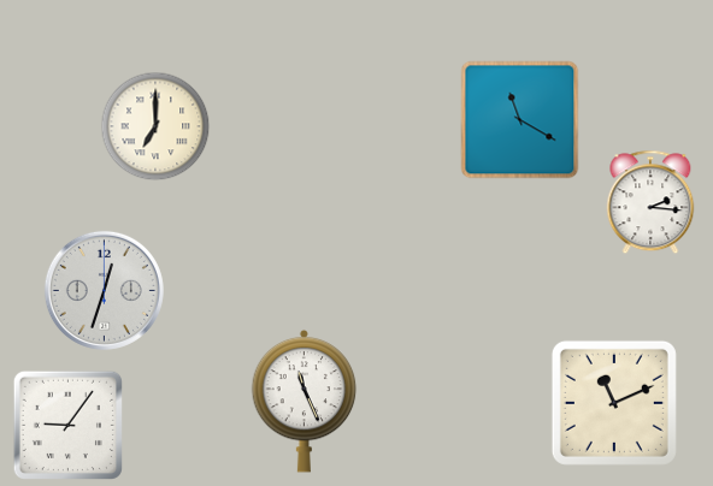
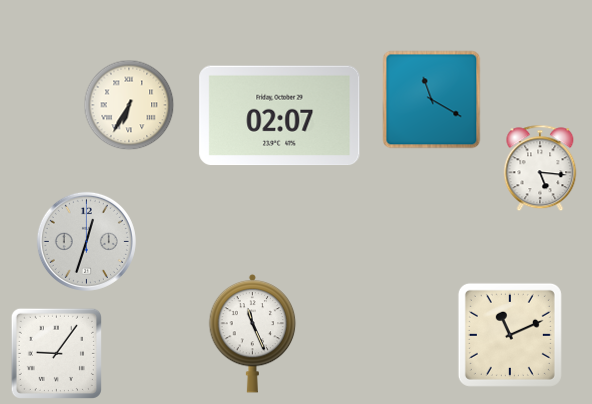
clock at (155, 126): 7:00 -> 6:35
clock at (280, 116): none -> 02:07
clock at (650, 202): 2:16 -> 5:16
